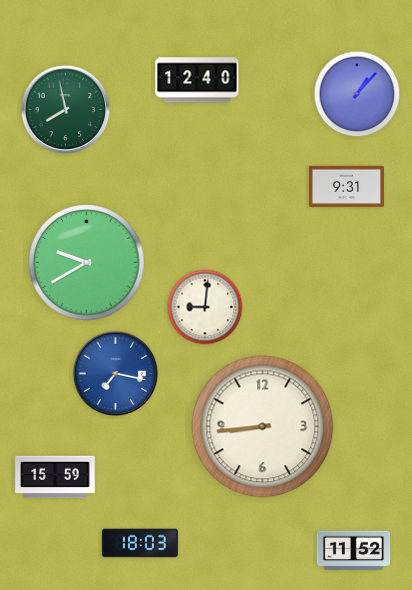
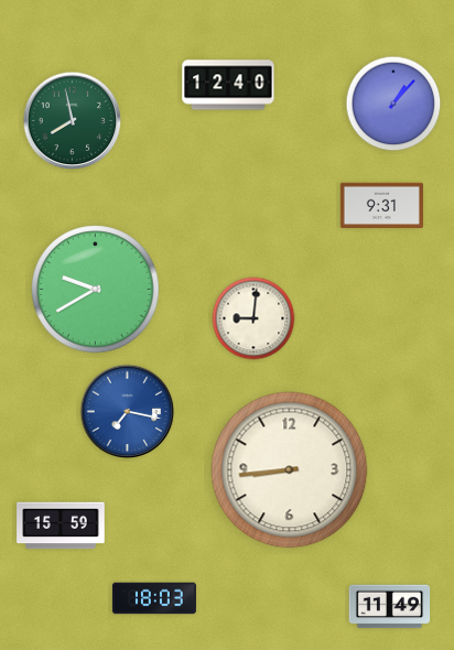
clock at (197, 80) position: (197, 80) -> (228, 85)
clock at (205, 307) position: (205, 307) -> (253, 318)
clock at (354, 551): 11:52 -> 11:49
